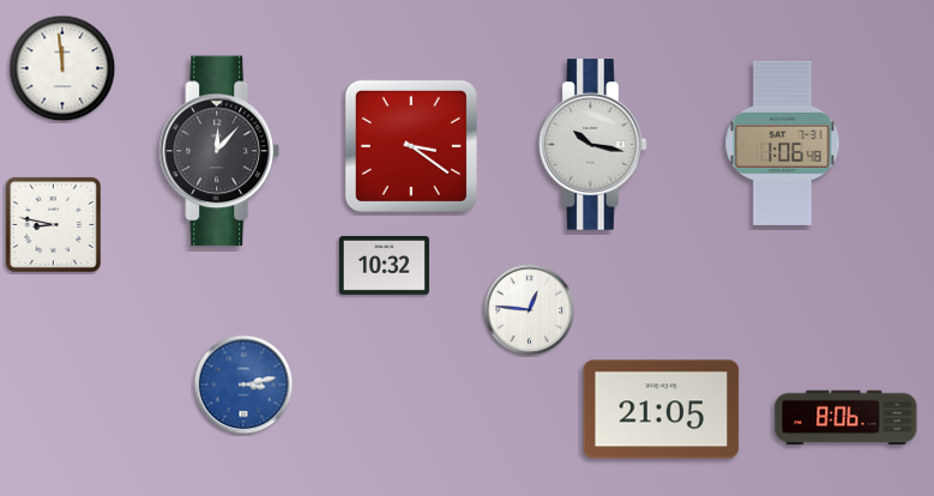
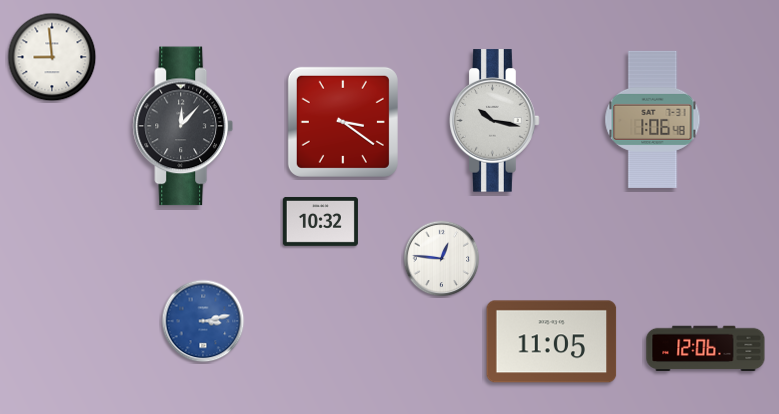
clock at (62, 68): 11:59 -> 8:59
clock at (53, 224): 8:47 -> none
clock at (662, 410): 21:05 -> 11:05
clock at (846, 418): 8:06 -> 12:06
